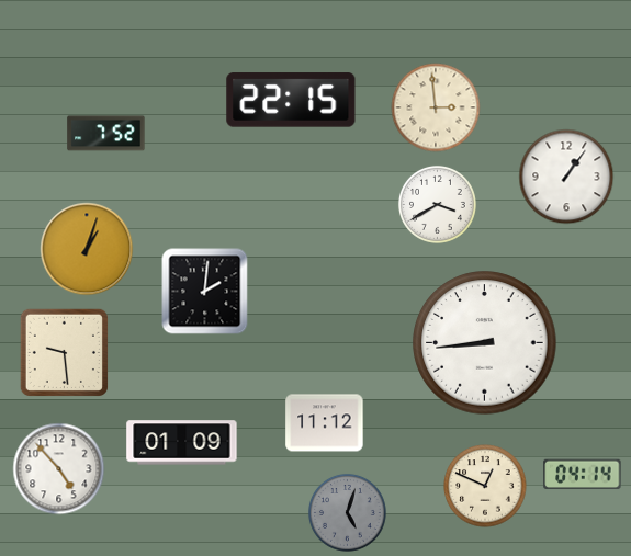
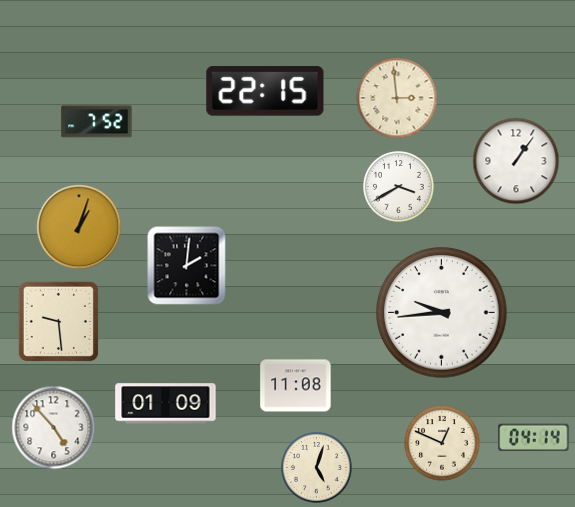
clock at (485, 343): 8:44 -> 9:44
clock at (325, 423): 11:12 -> 11:08
clock at (583, 475) position: (583, 475) -> (534, 438)
clock at (347, 512) dial: grey -> cream
